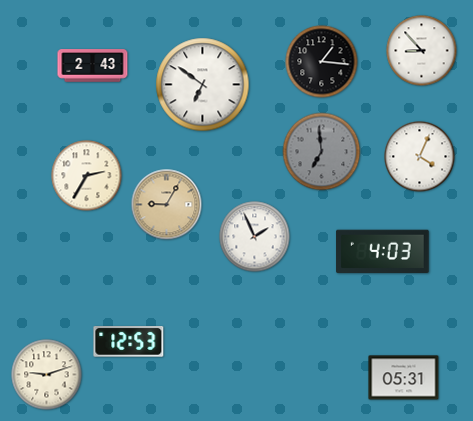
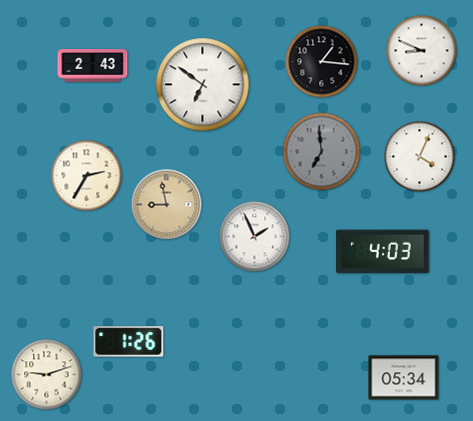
clock at (422, 51): 8:53 -> 8:49
clock at (167, 205): 9:05 -> 8:58
clock at (129, 342): 12:53 -> 1:26
clock at (404, 378): 05:31 -> 05:34
